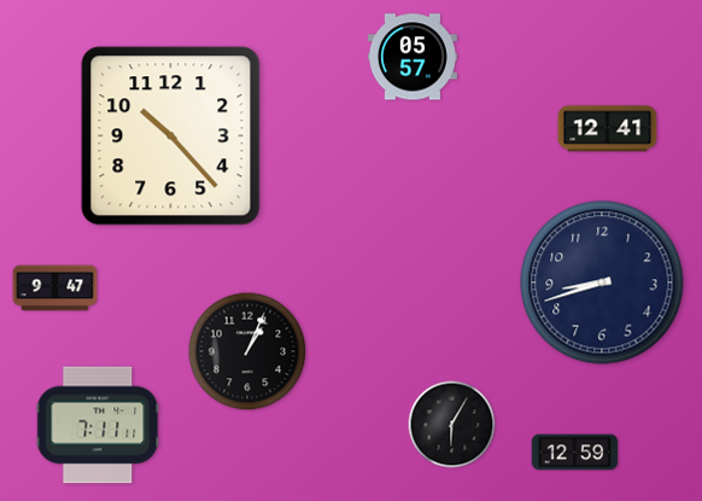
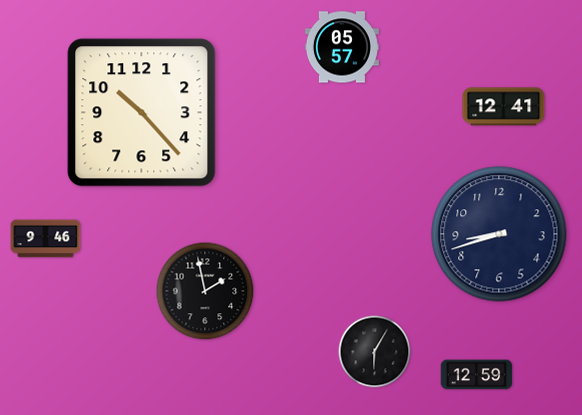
clock at (55, 289): 9:47 -> 9:46
clock at (247, 351): 1:04 -> 1:58
clock at (98, 425): 7:11 -> none
